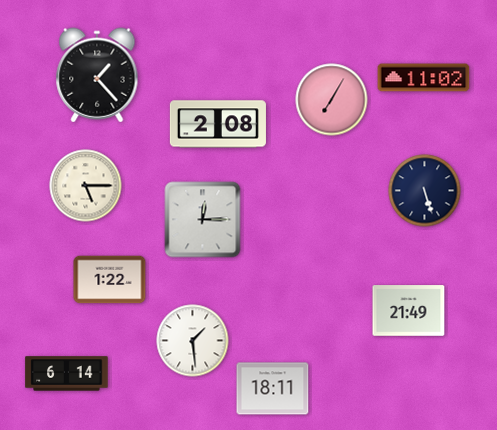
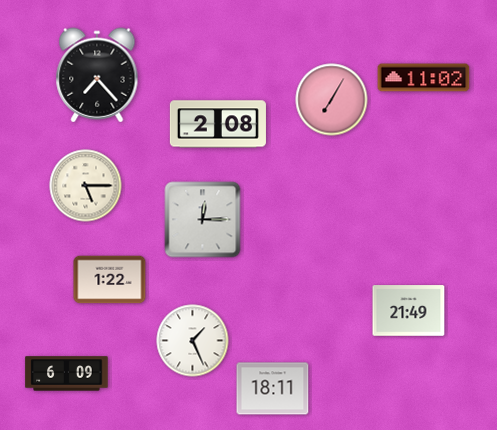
clock at (97, 75): 1:23 -> 7:23
clock at (425, 191): 5:27 -> none
clock at (193, 341): 1:29 -> 1:26
clock at (67, 374): 6:14 -> 6:09
